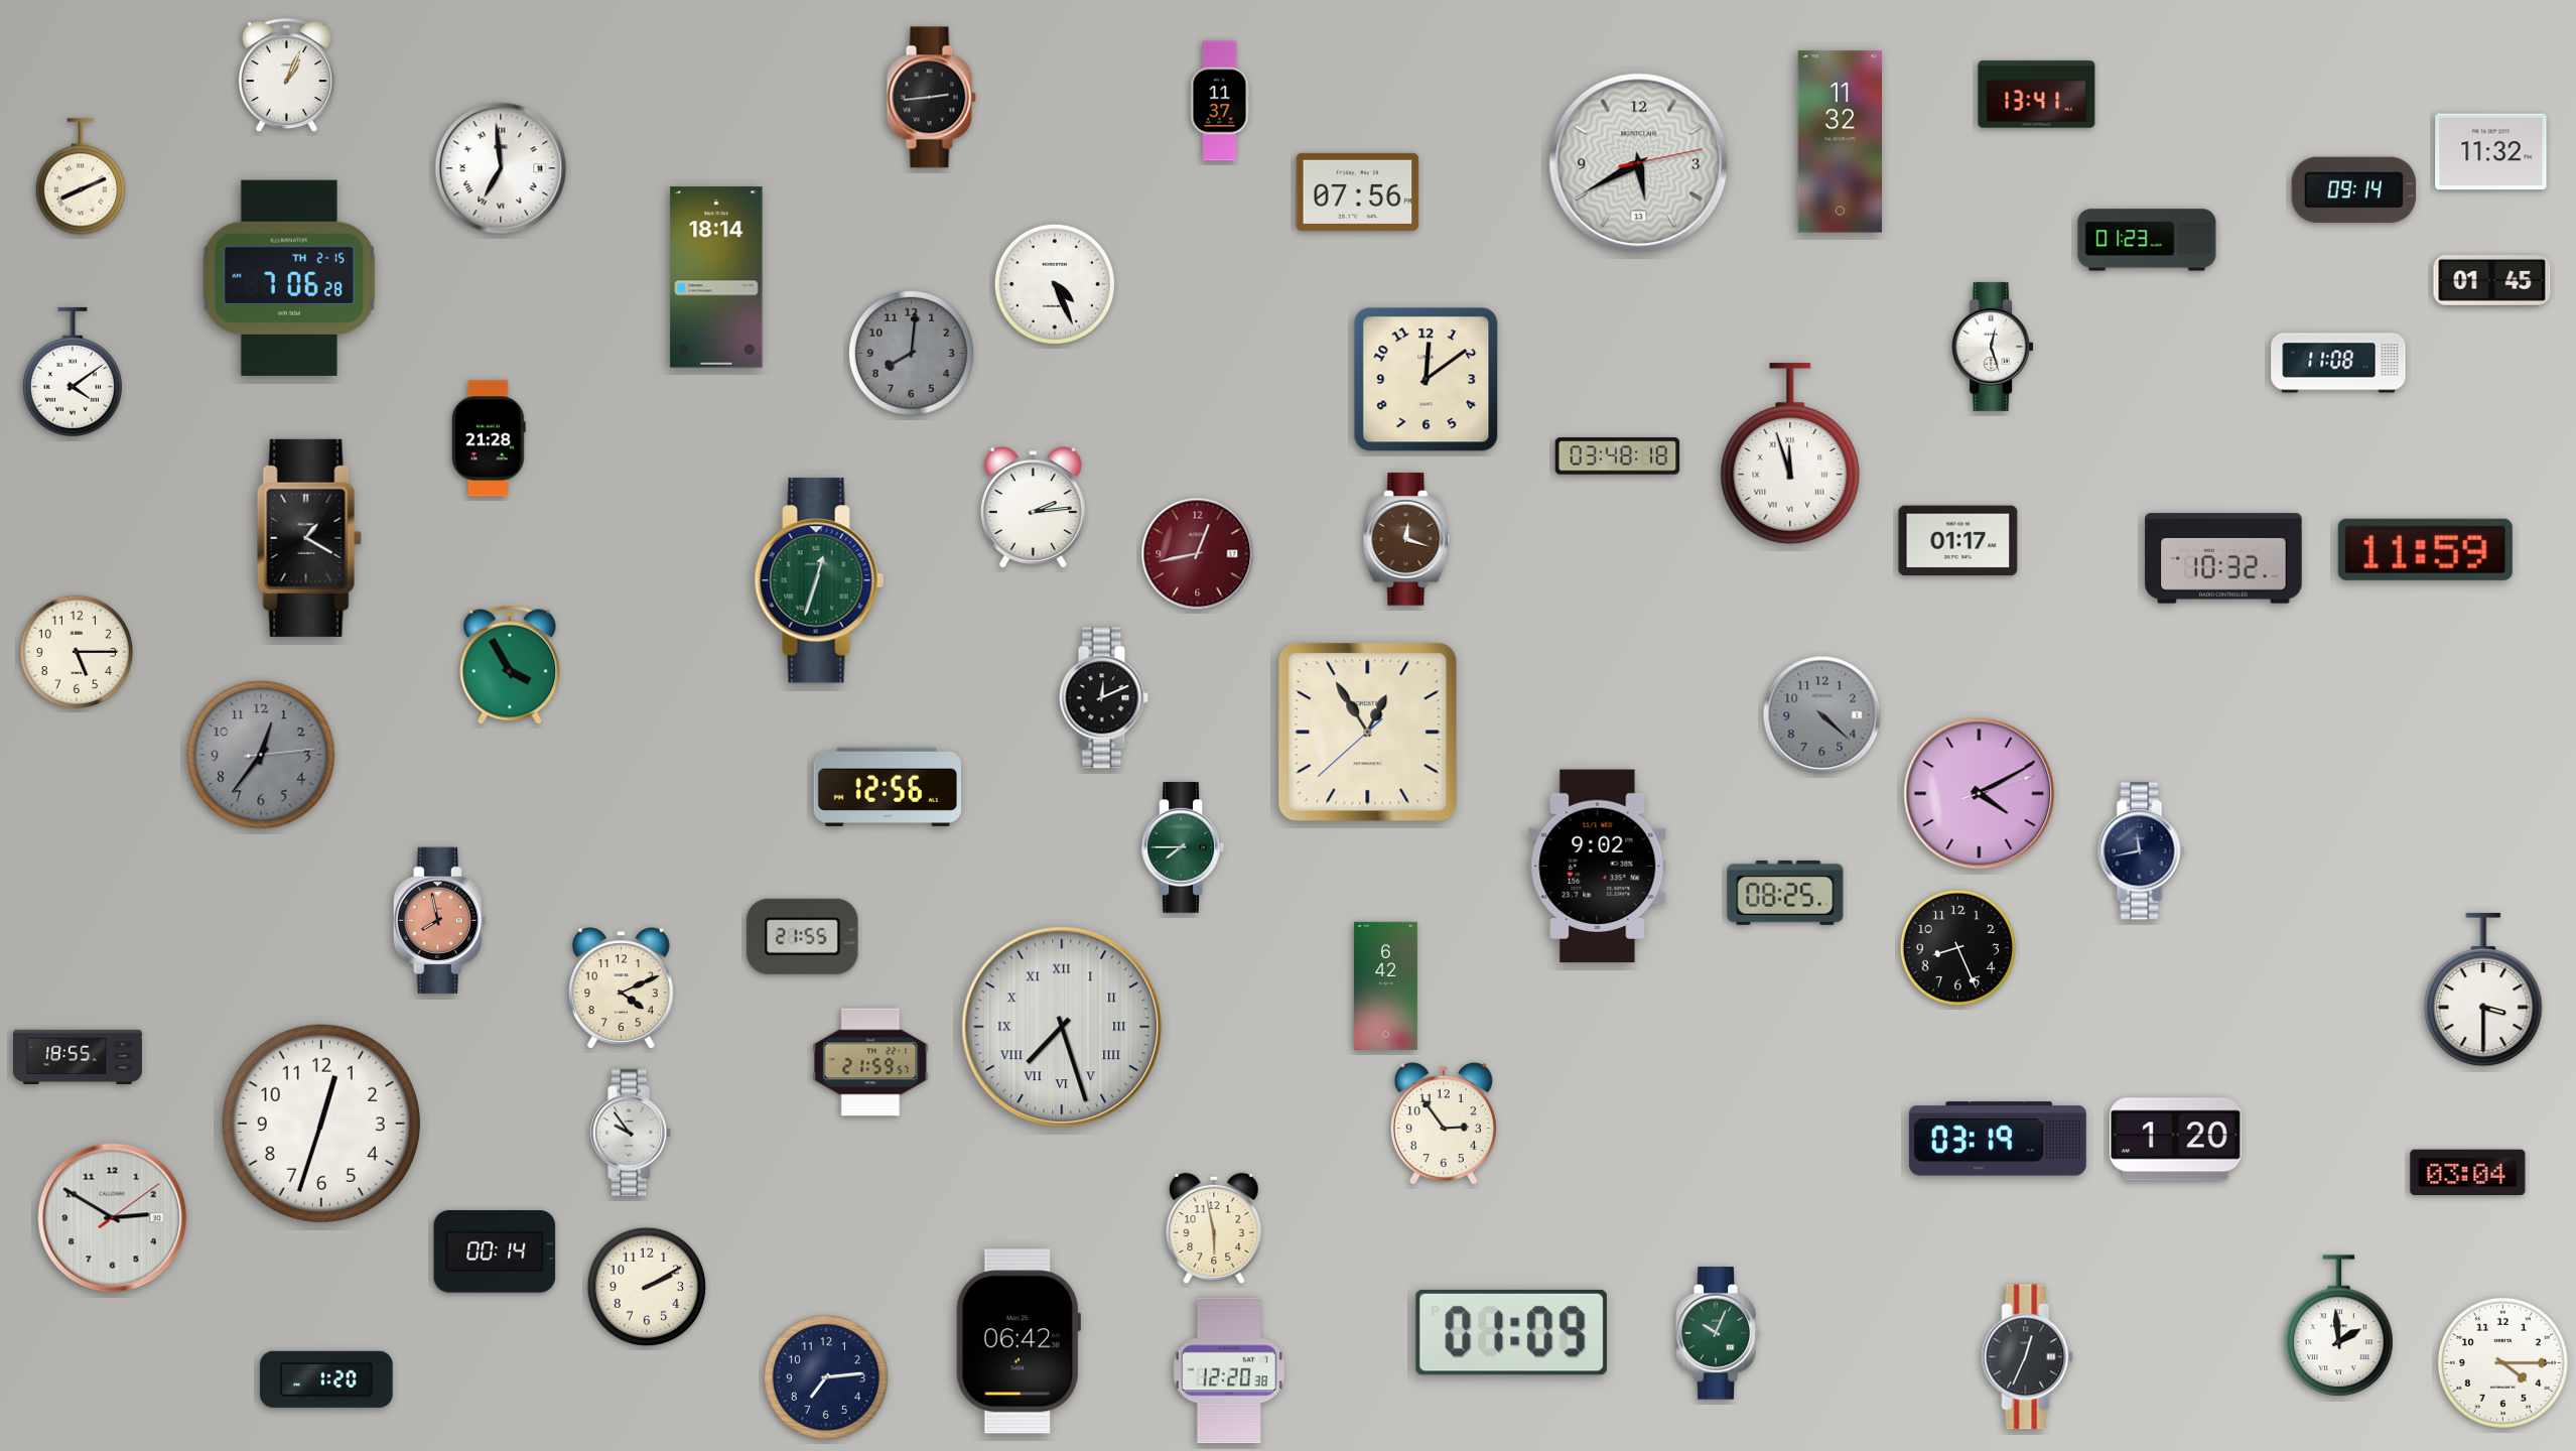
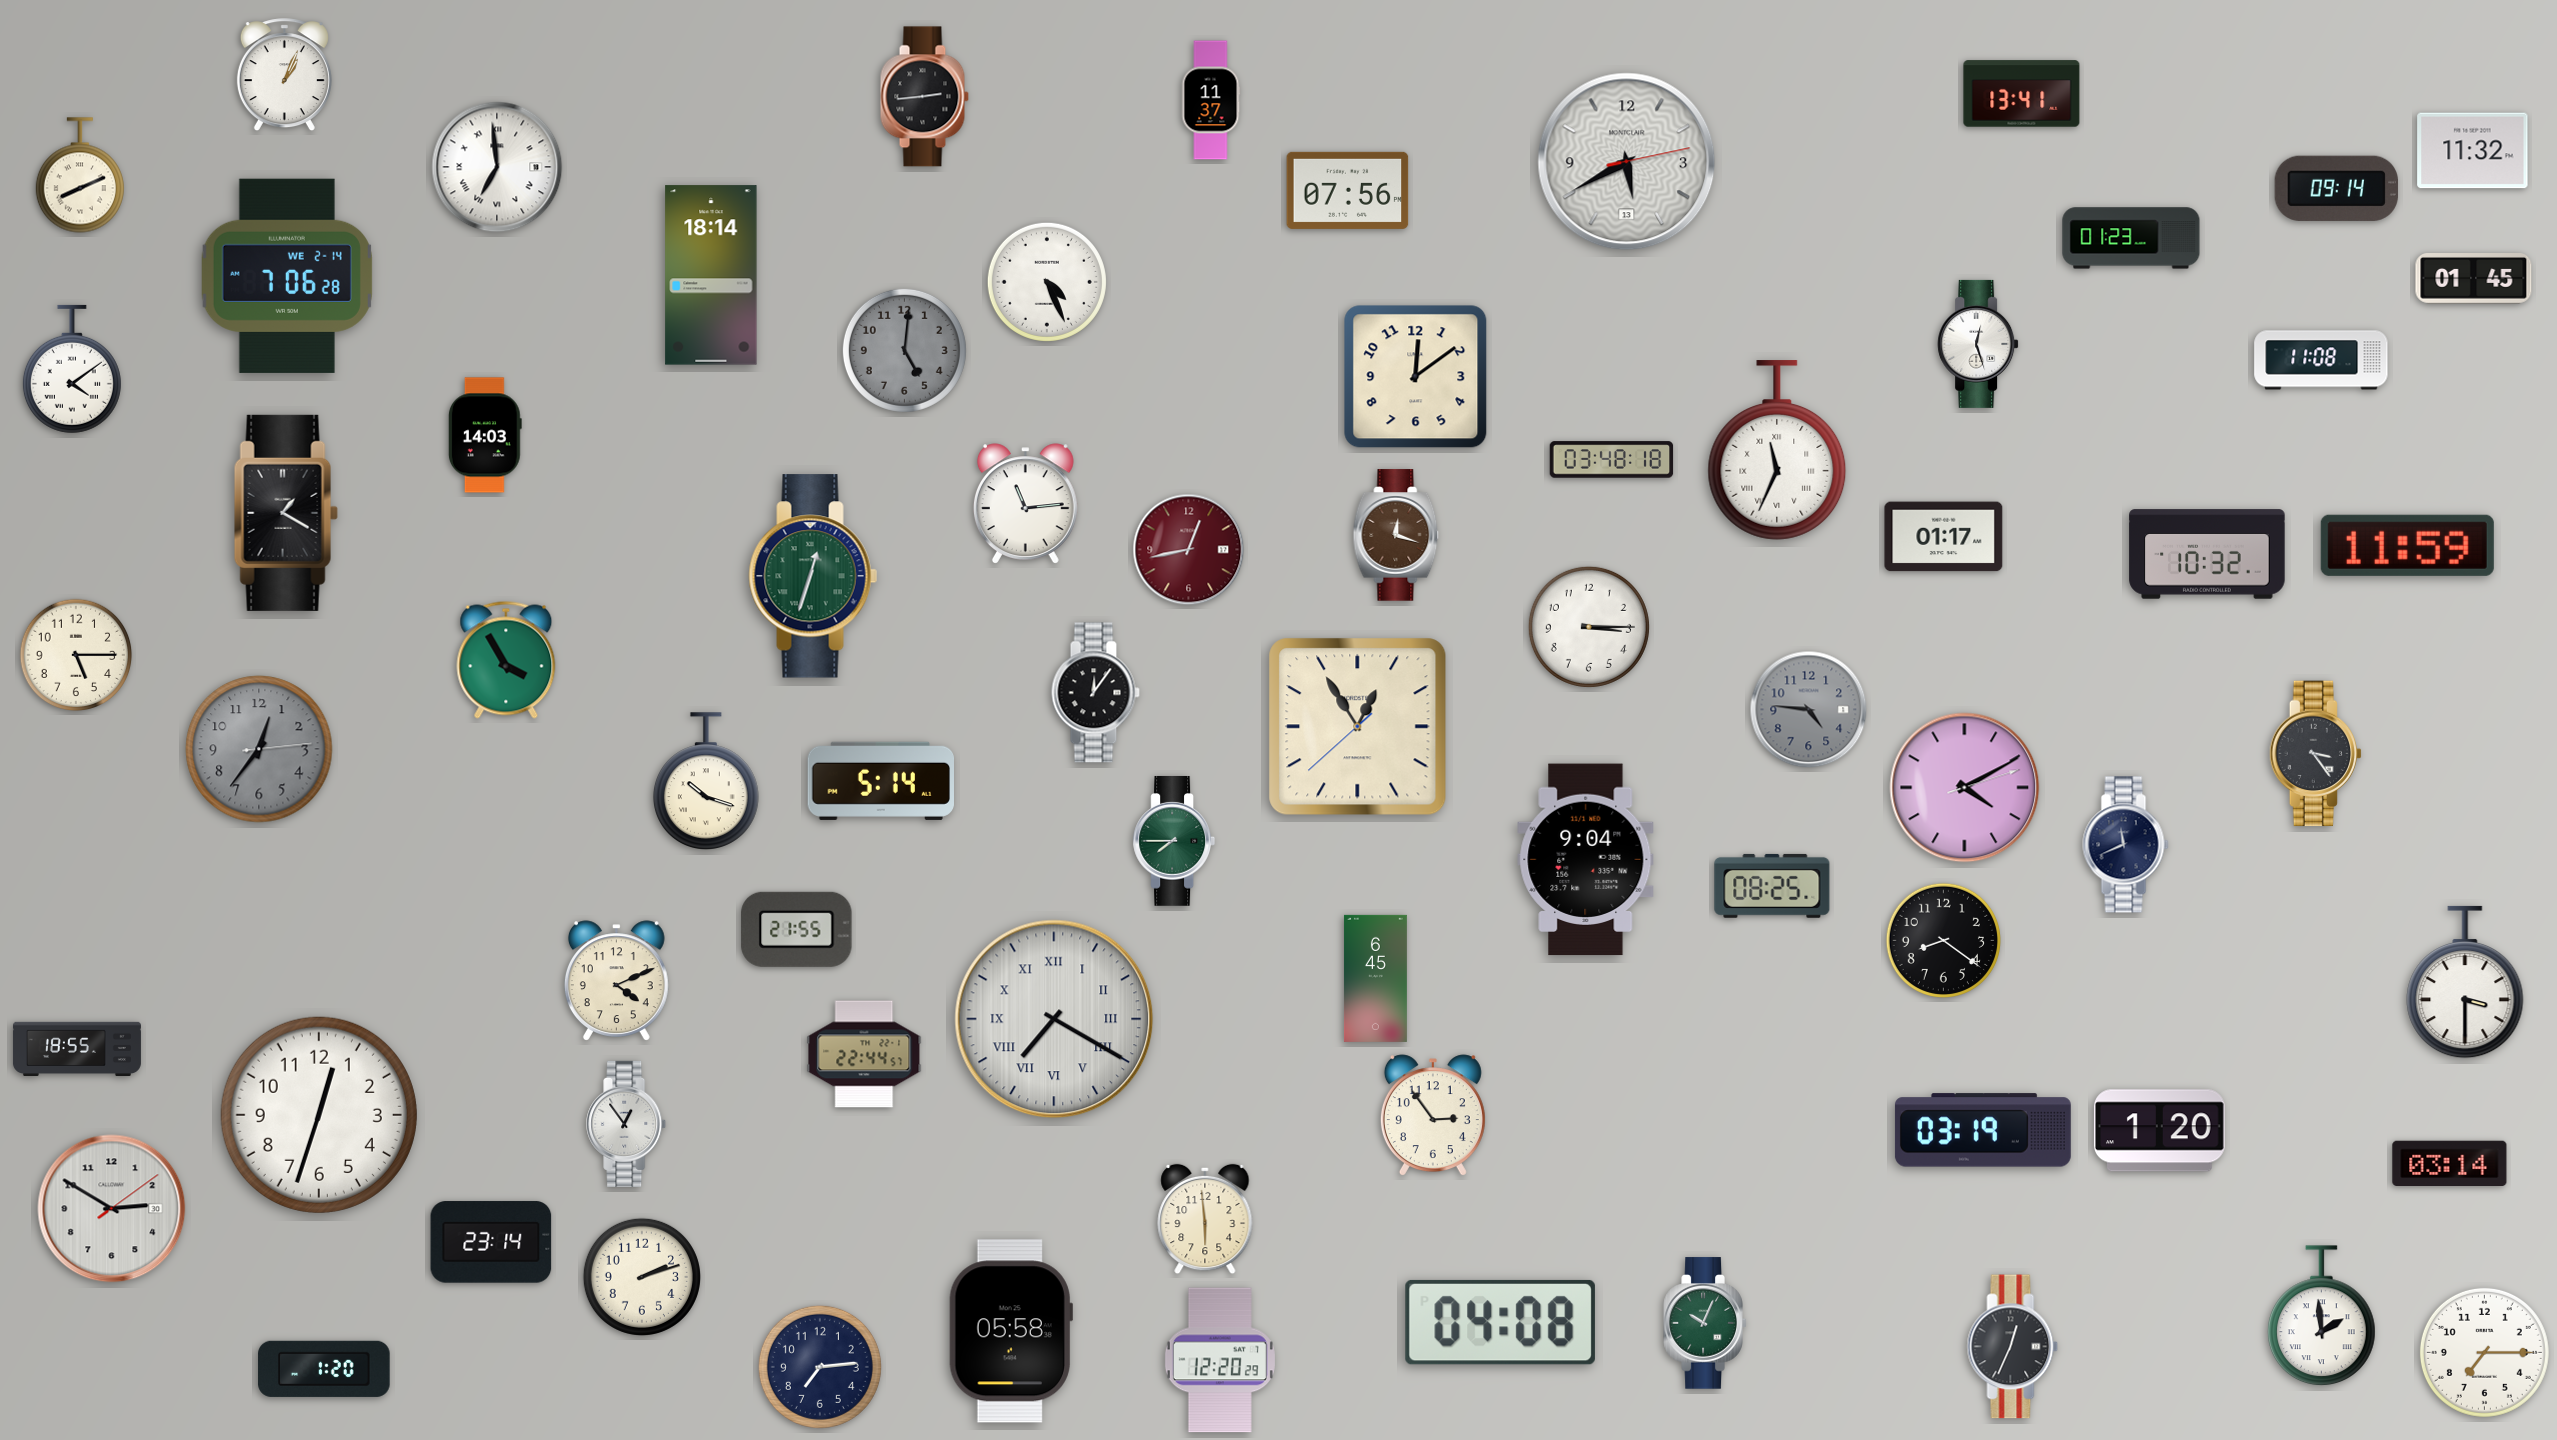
clock at (1840, 142): 11:32 -> none
clock at (289, 278) date: TH 2-15 -> WE 2-14
clock at (911, 353): 8:01 -> 5:01
clock at (489, 438): 21:28 -> 14:03
clock at (1790, 453): 11:57 -> 11:34
clock at (1618, 456) position: (1618, 456) -> (1612, 460)
clock at (1033, 508): 2:14 -> 11:14
clock at (309, 538) position: (309, 538) -> (286, 513)
clock at (1589, 627): none -> 3:15
clock at (77, 652) position: (77, 652) -> (76, 655)
clock at (1103, 698): 12:11 -> 12:06
clock at (1822, 715): 4:22 -> 4:46
clock at (2316, 754): none -> 3:24
clock at (706, 781): none -> 10:18
clock at (887, 787): 12:56 -> 5:14
clock at (2142, 851): 11:43 -> 11:41
clock at (1598, 867): 9:02 -> 9:04
clock at (440, 921): 7:58 -> none
clock at (1957, 947): 8:26 -> 8:21
clock at (1385, 985): 6:42 -> 6:45
clock at (1062, 1027): 7:27 -> 7:20
clock at (870, 1062): 21:59 -> 22:44
clock at (632, 1133): 9:54 -> 12:54
clock at (2468, 1172): 03:04 -> 03:14
clock at (1214, 1228): 5:58 -> 5:59
clock at (495, 1251): 00:14 -> 23:14
clock at (647, 1287): 2:10 -> 2:12
clock at (1511, 1332): 01:09 -> 04:08
clock at (1019, 1341): 06:42 -> 05:58
clock at (2502, 1362): 4:15 -> 7:15
clock at (1229, 1370): 12:20:38 -> 12:20:29
